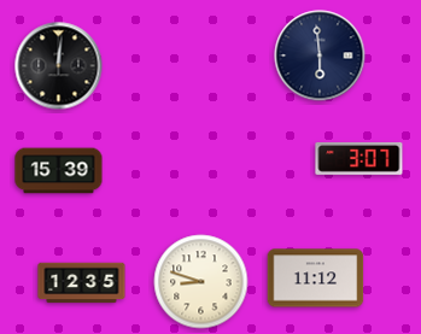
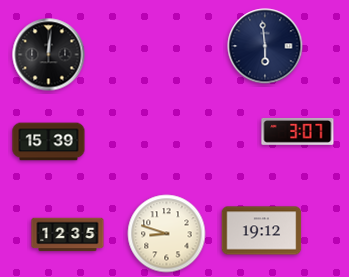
clock at (316, 279): 11:12 -> 19:12
